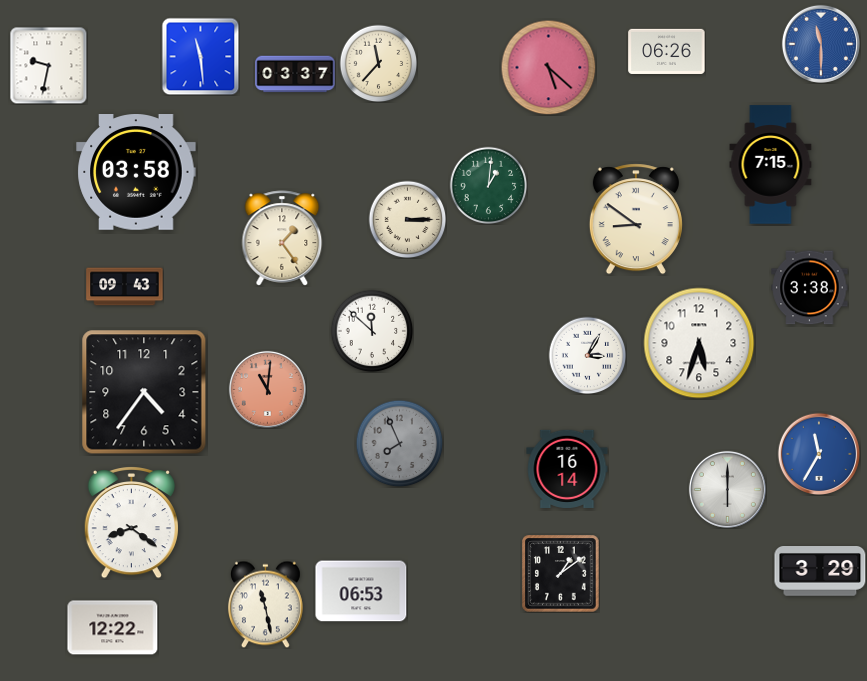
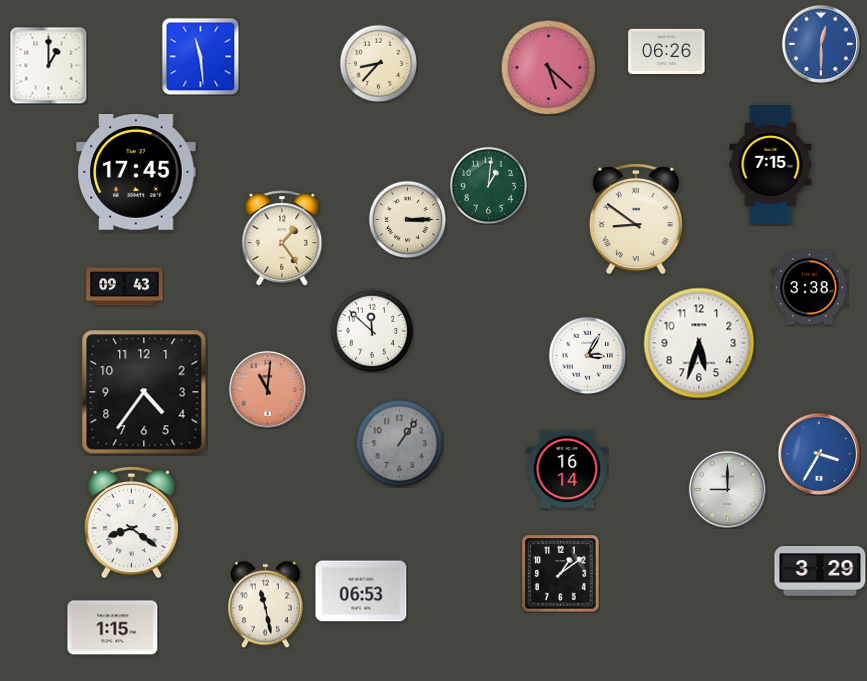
clock at (821, 44): 11:30 -> 12:30
clock at (378, 63): 11:37 -> 8:37
clock at (48, 65): 9:32 -> 1:00
clock at (295, 74): 03:37 -> none
clock at (136, 172): 03:58 -> 17:45
clock at (399, 443): 7:56 -> 1:06
clock at (818, 453): 11:35 -> 3:35
clock at (727, 489): 6:00 -> 9:00
clock at (113, 628): 12:22 -> 1:15
